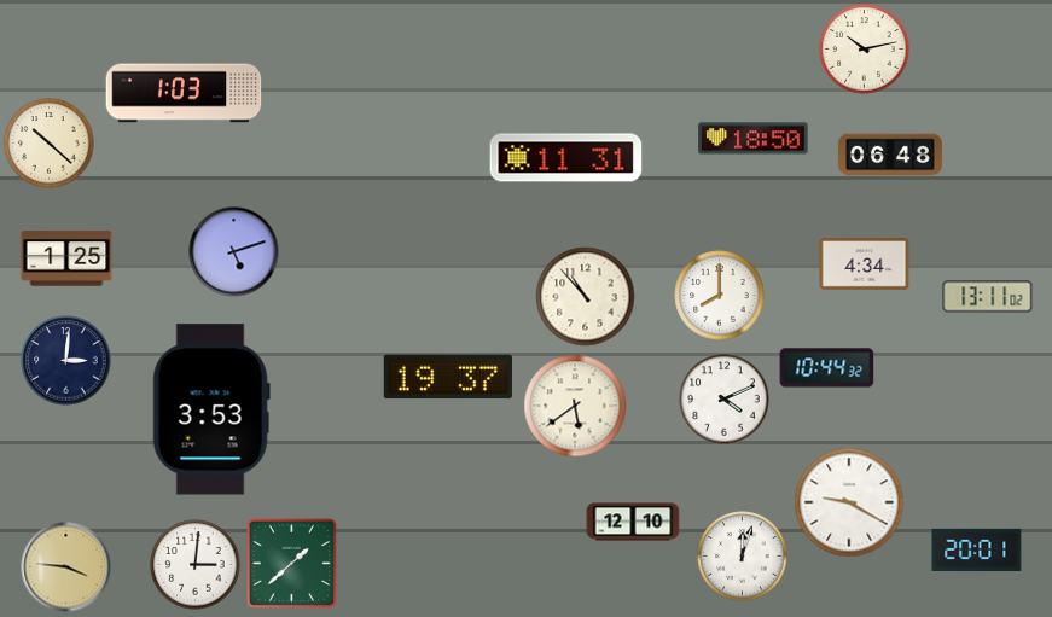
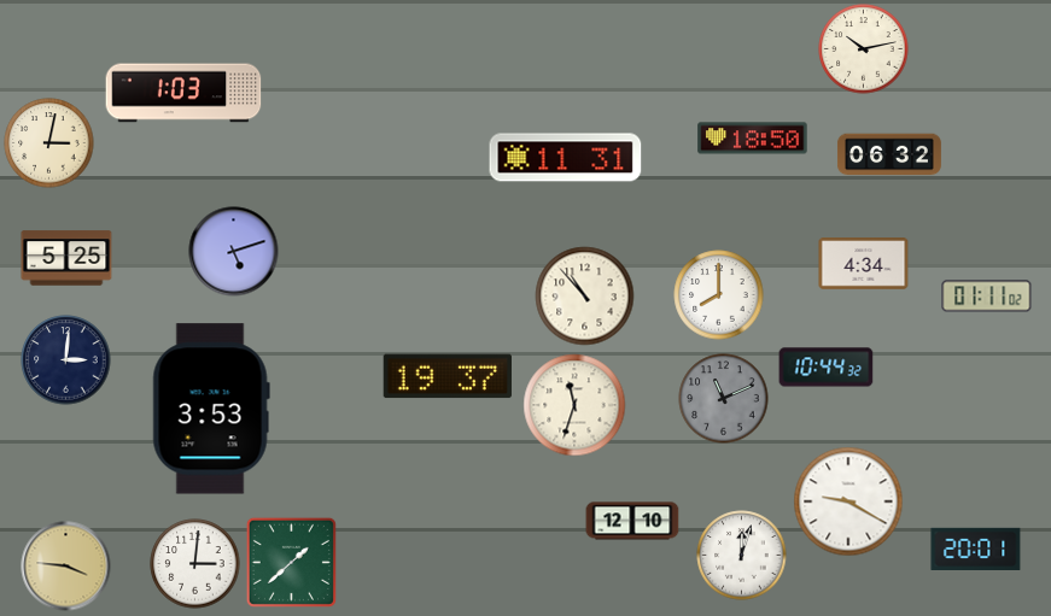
clock at (50, 144): 10:22 -> 3:02
clock at (890, 155): 06:48 -> 06:32
clock at (66, 258): 1:25 -> 5:25
clock at (988, 297): 13:11 -> 01:11
clock at (725, 400): 4:11 -> 11:11
clock at (725, 400) dial: white -> grey
clock at (575, 406): 5:39 -> 11:33
